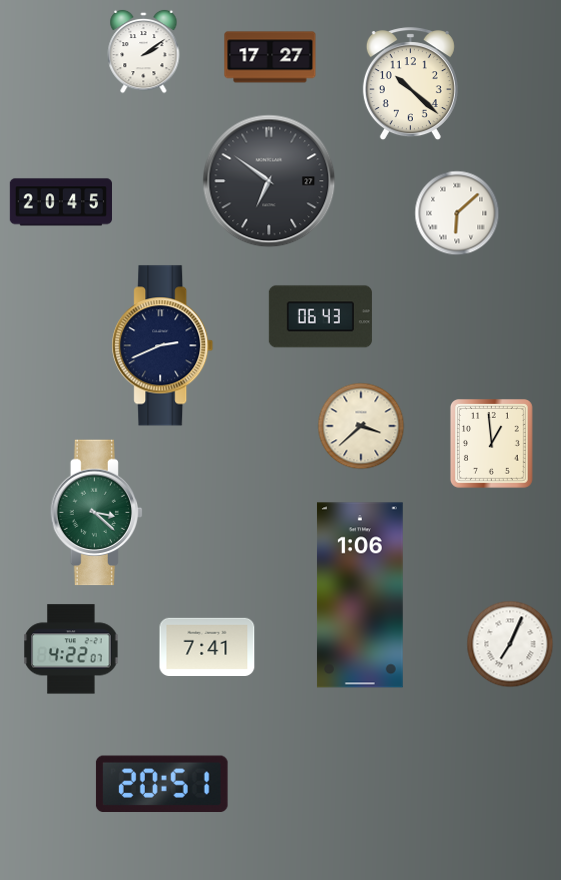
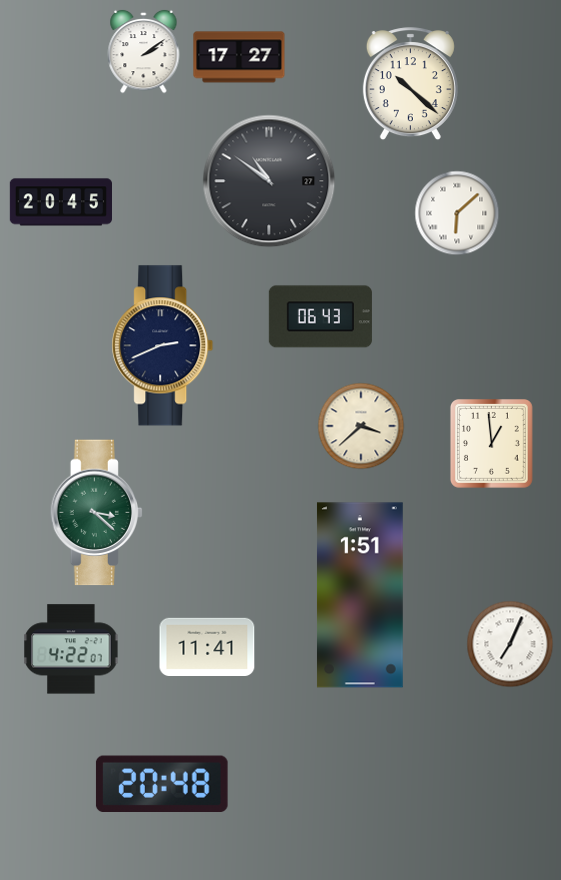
clock at (270, 57) position: (270, 57) -> (239, 57)
clock at (269, 181): 6:51 -> 10:51
clock at (360, 595): 1:06 -> 1:51
clock at (207, 646): 7:41 -> 11:41
clock at (162, 783): 20:51 -> 20:48
